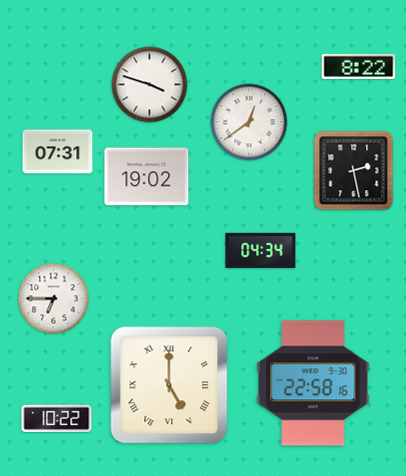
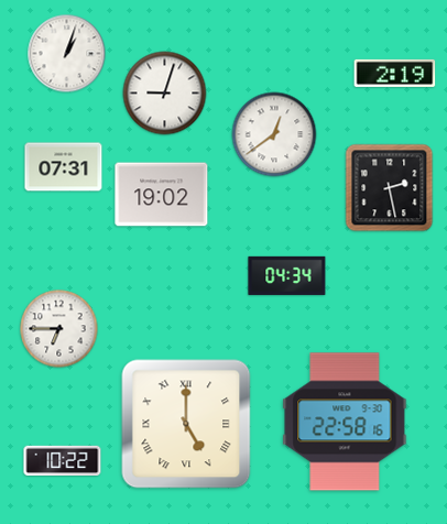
clock at (67, 54): none -> 1:03
clock at (359, 66): 8:22 -> 2:19
clock at (150, 85): 3:48 -> 9:03
